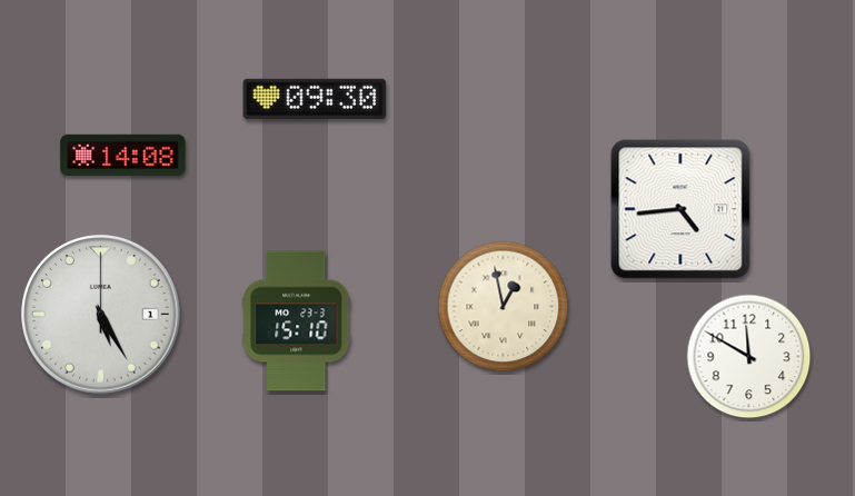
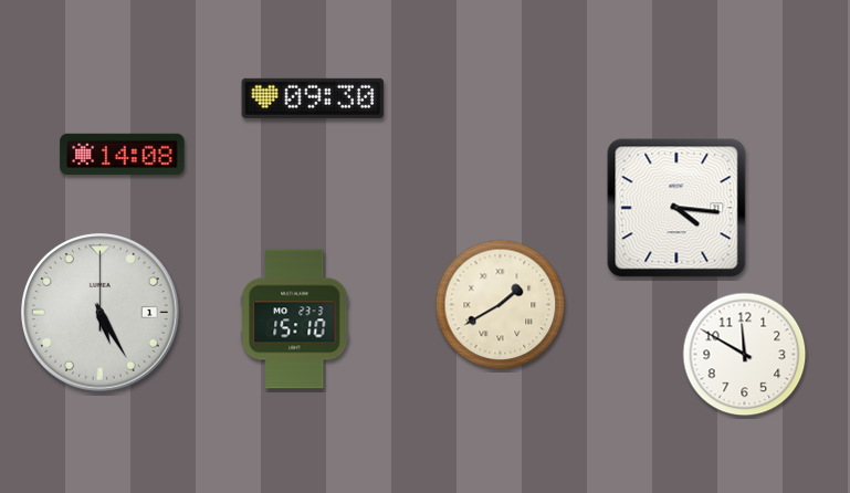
clock at (680, 209): 4:44 -> 4:16
clock at (504, 307): 12:58 -> 1:40
